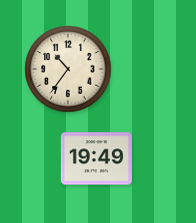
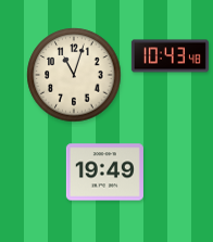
clock at (170, 56): none -> 10:43
clock at (68, 69): 10:36 -> 11:03
